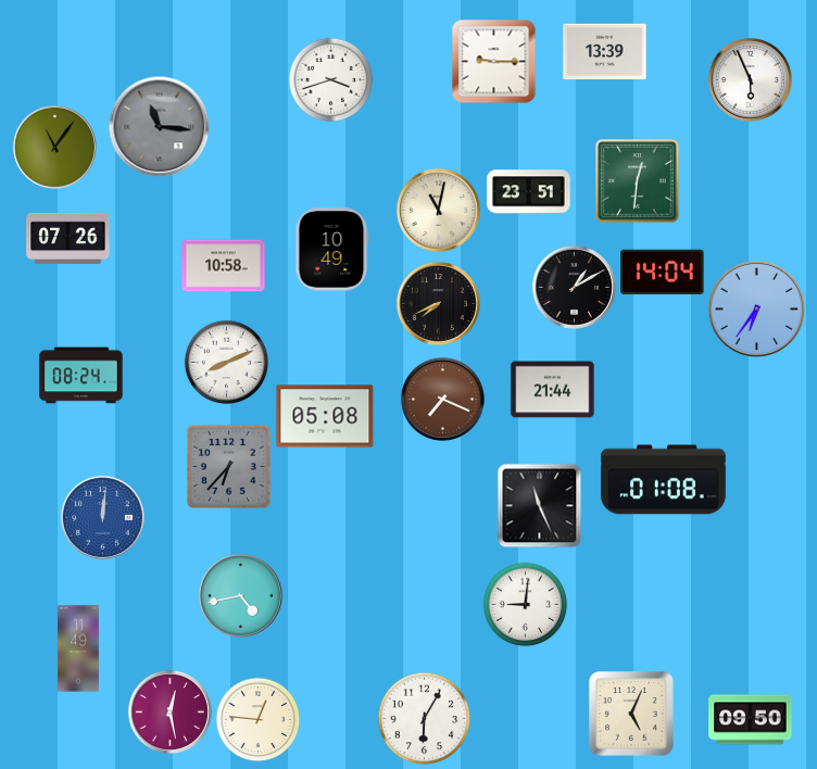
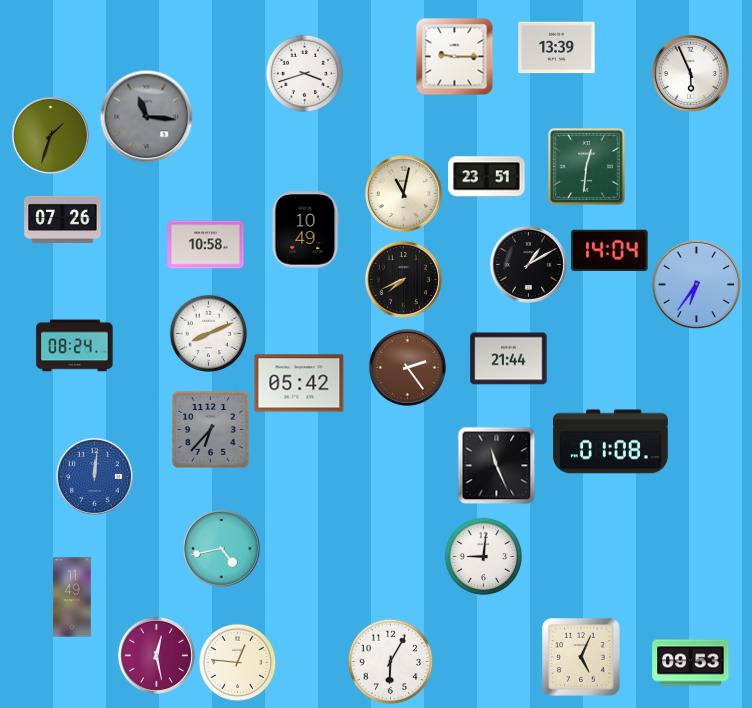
clock at (54, 147): 11:06 -> 1:33
clock at (442, 399): 7:19 -> 2:24
clock at (325, 416): 05:08 -> 05:42
clock at (751, 720): 09:50 -> 09:53
